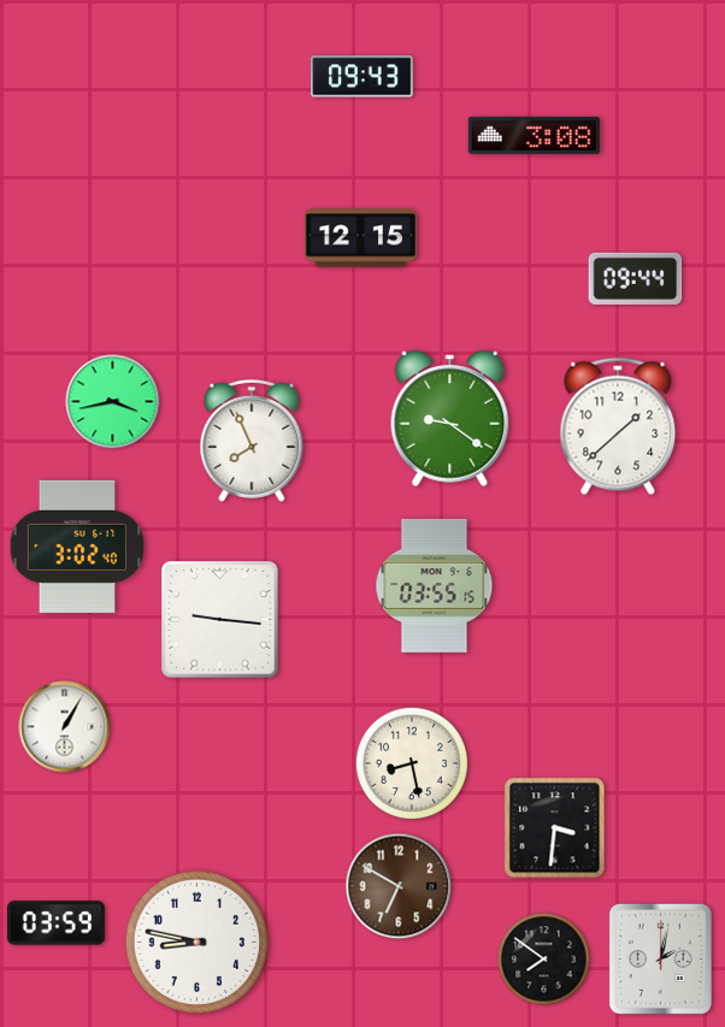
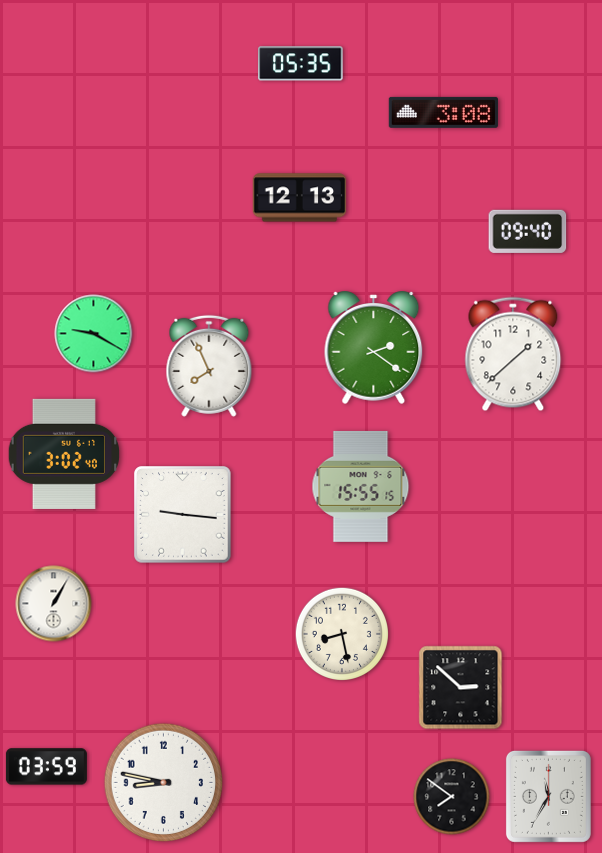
clock at (362, 77): 09:43 -> 05:35
clock at (361, 238): 12:15 -> 12:13
clock at (636, 278): 09:44 -> 09:40
clock at (113, 402): 3:43 -> 9:20
clock at (450, 418): 9:21 -> 2:21
clock at (435, 585): 03:55 -> 15:55
clock at (555, 828): 3:31 -> 2:52
clock at (399, 886): 6:50 -> none
clock at (660, 958): 2:02 -> 11:35
